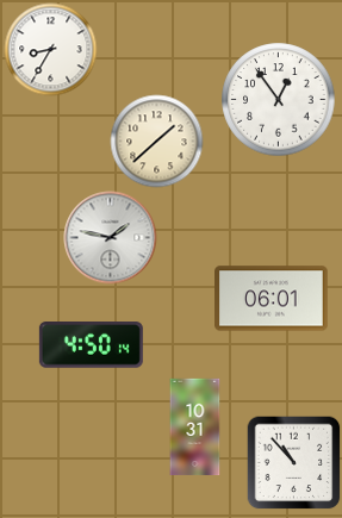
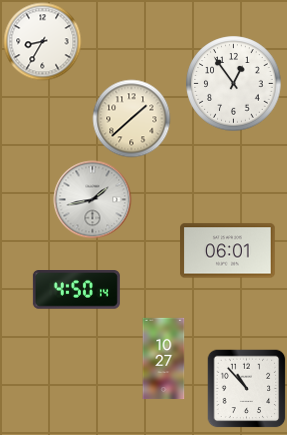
clock at (110, 237): 1:47 -> 1:43
clock at (195, 426): 10:31 -> 10:27
